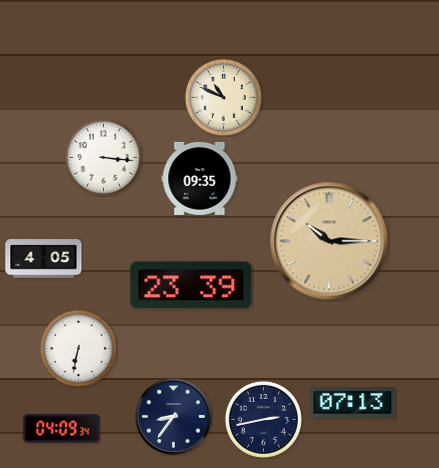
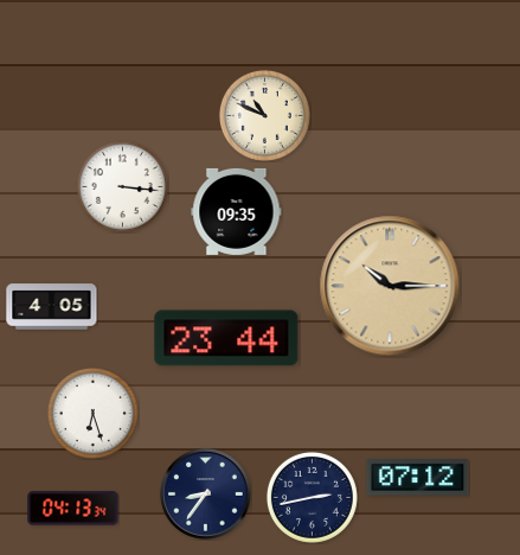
clock at (191, 285): 23:39 -> 23:44
clock at (78, 348): 6:32 -> 6:27
clock at (353, 403): 07:13 -> 07:12
clock at (62, 429): 04:09 -> 04:13
